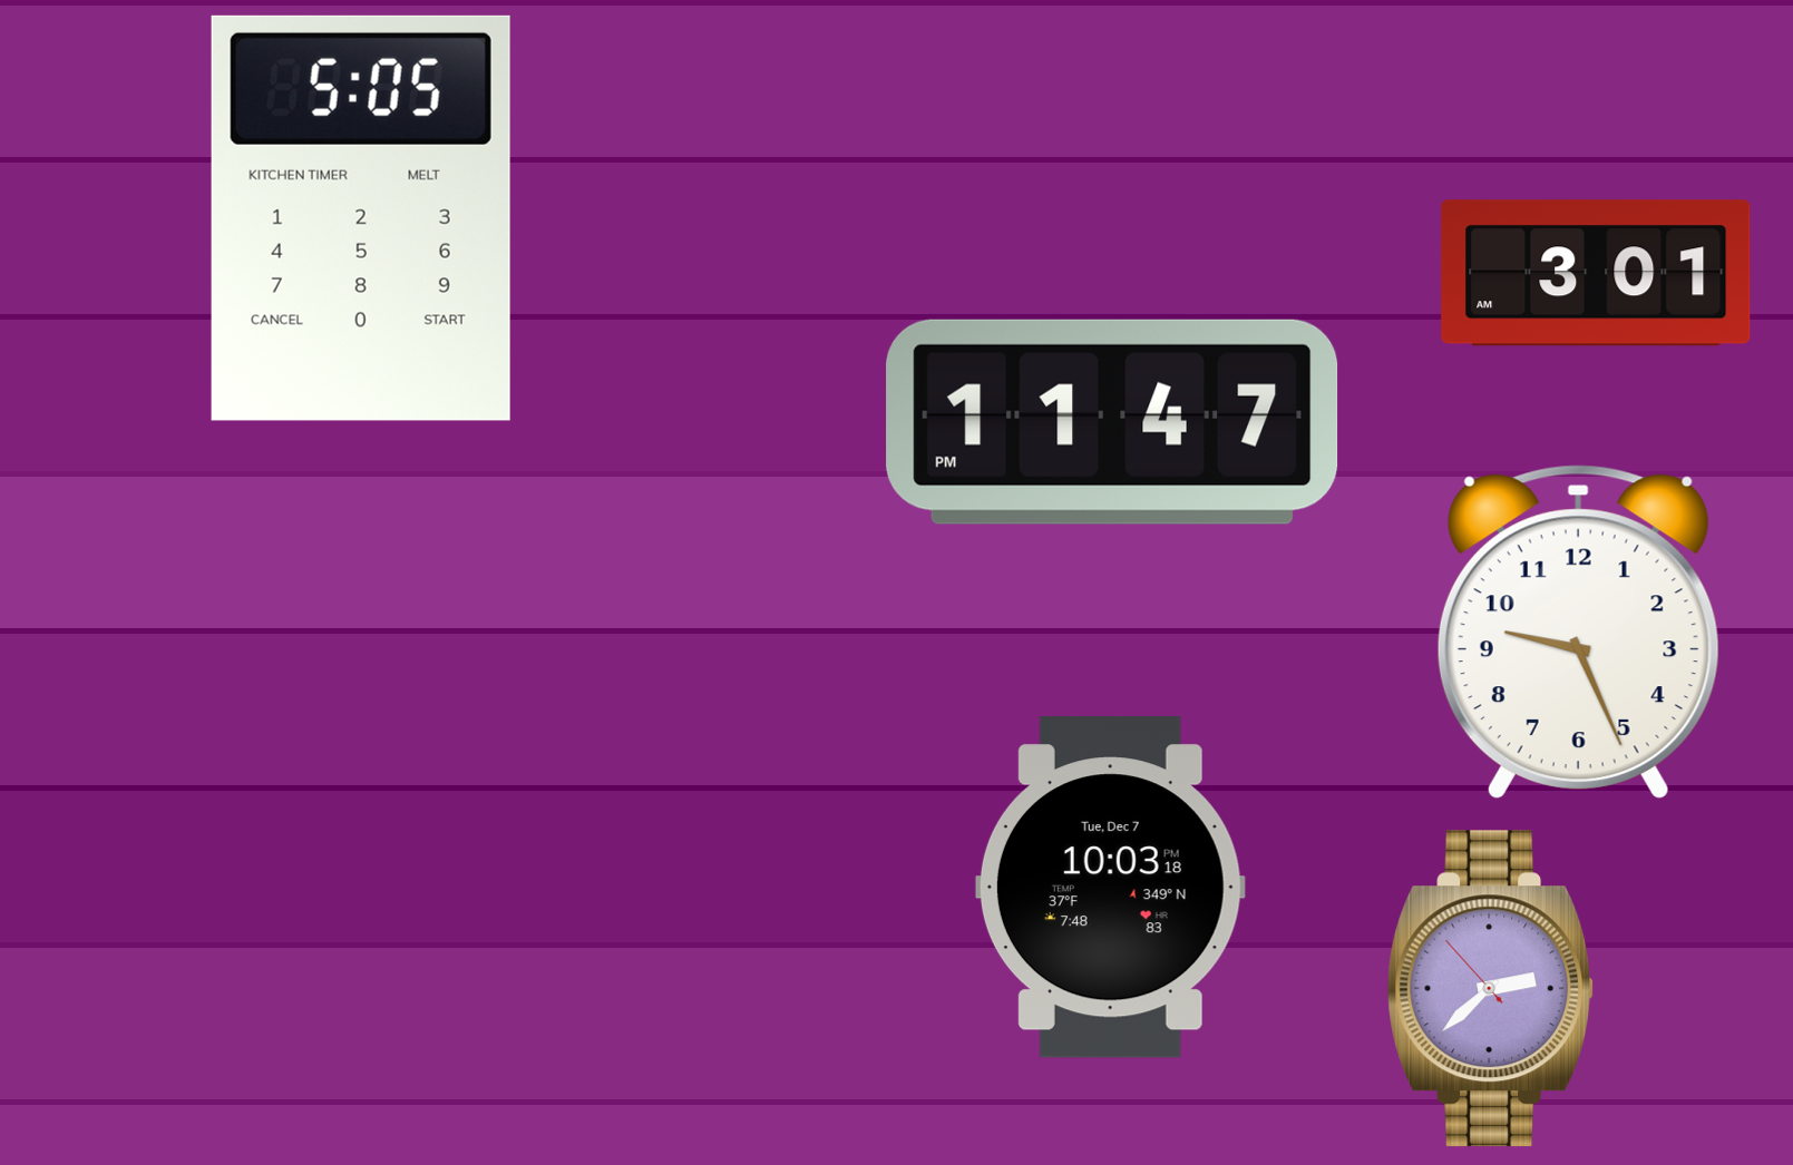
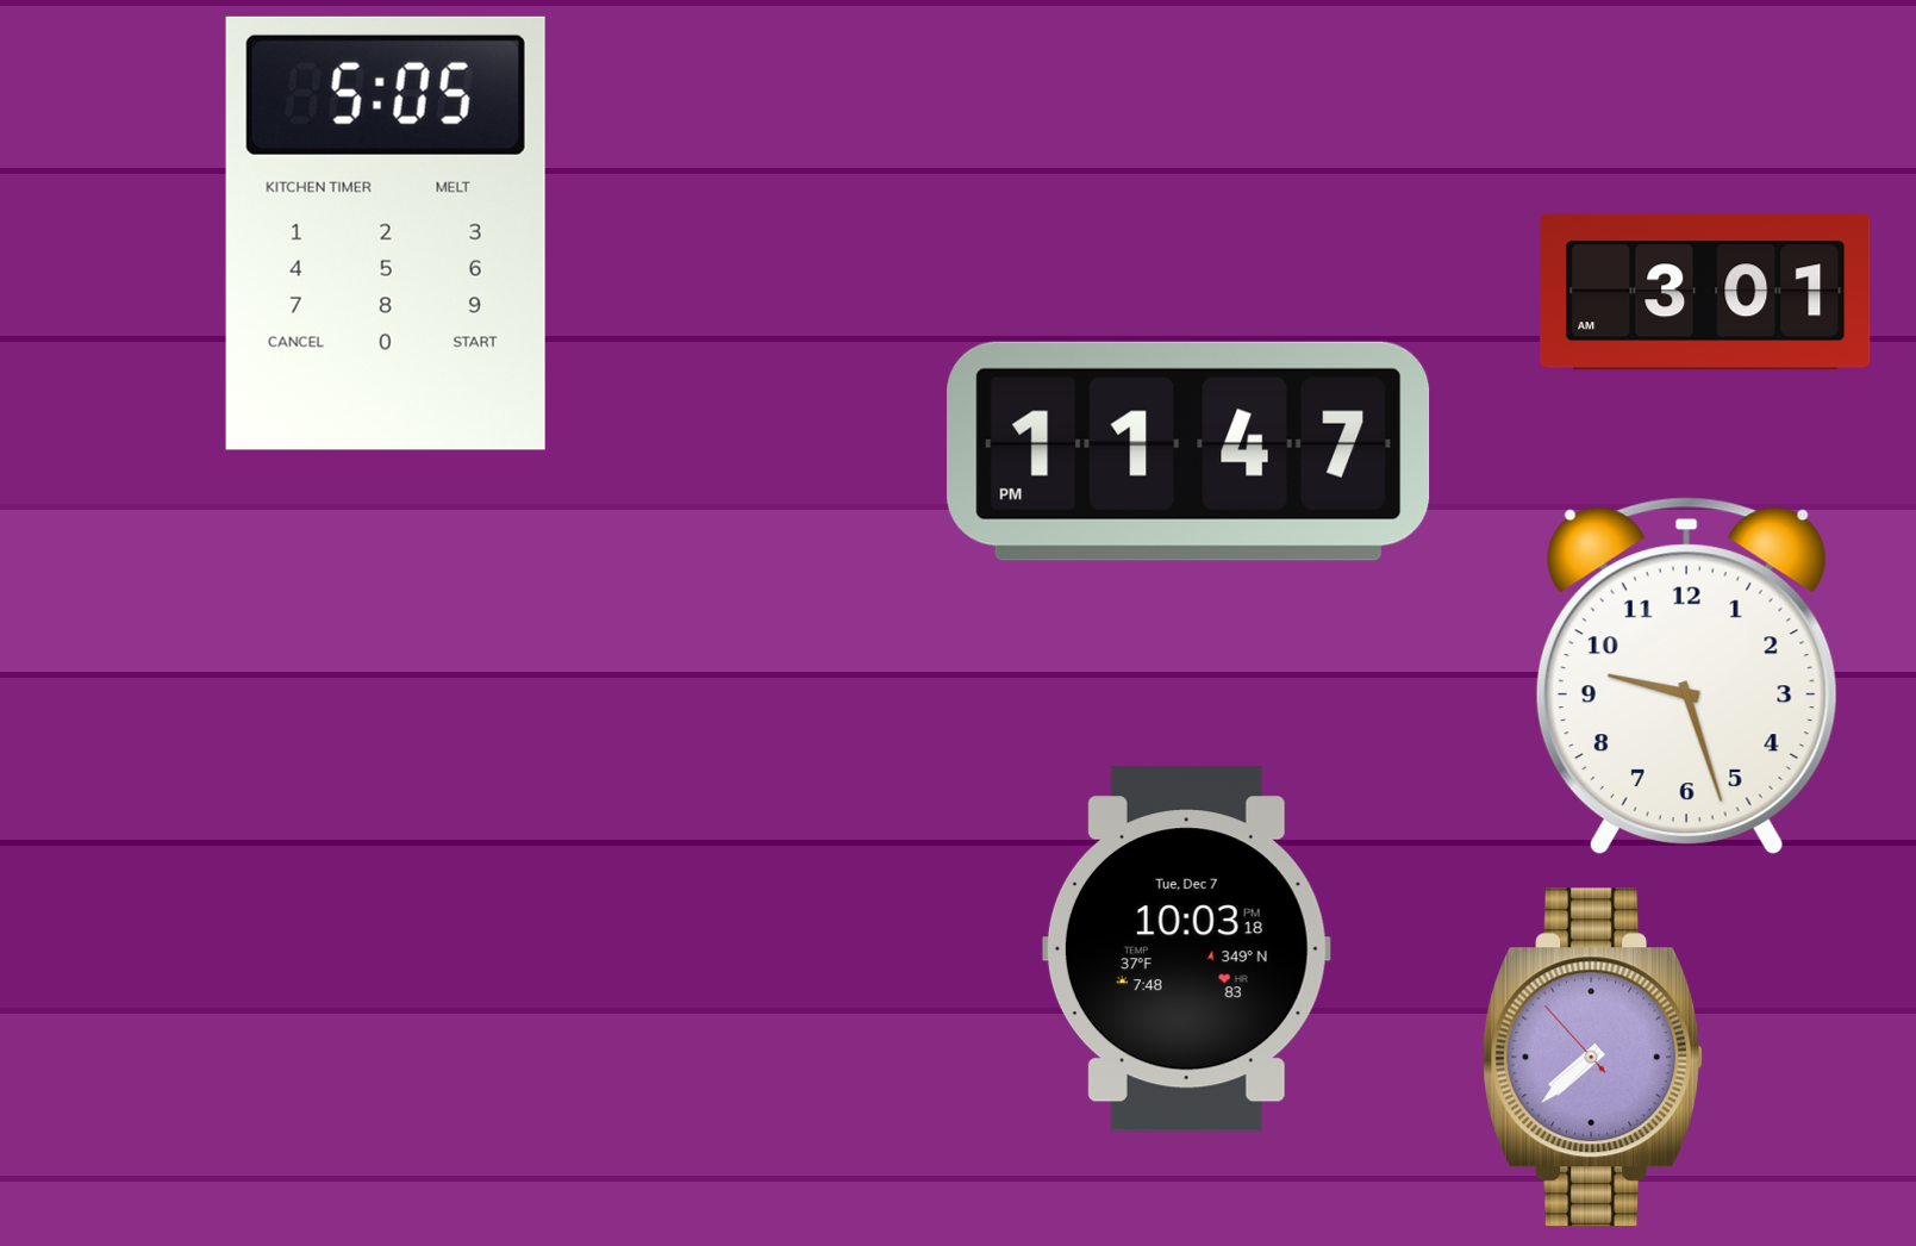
clock at (1578, 633): 9:26 -> 9:27
clock at (1491, 989): 2:37 -> 7:37
